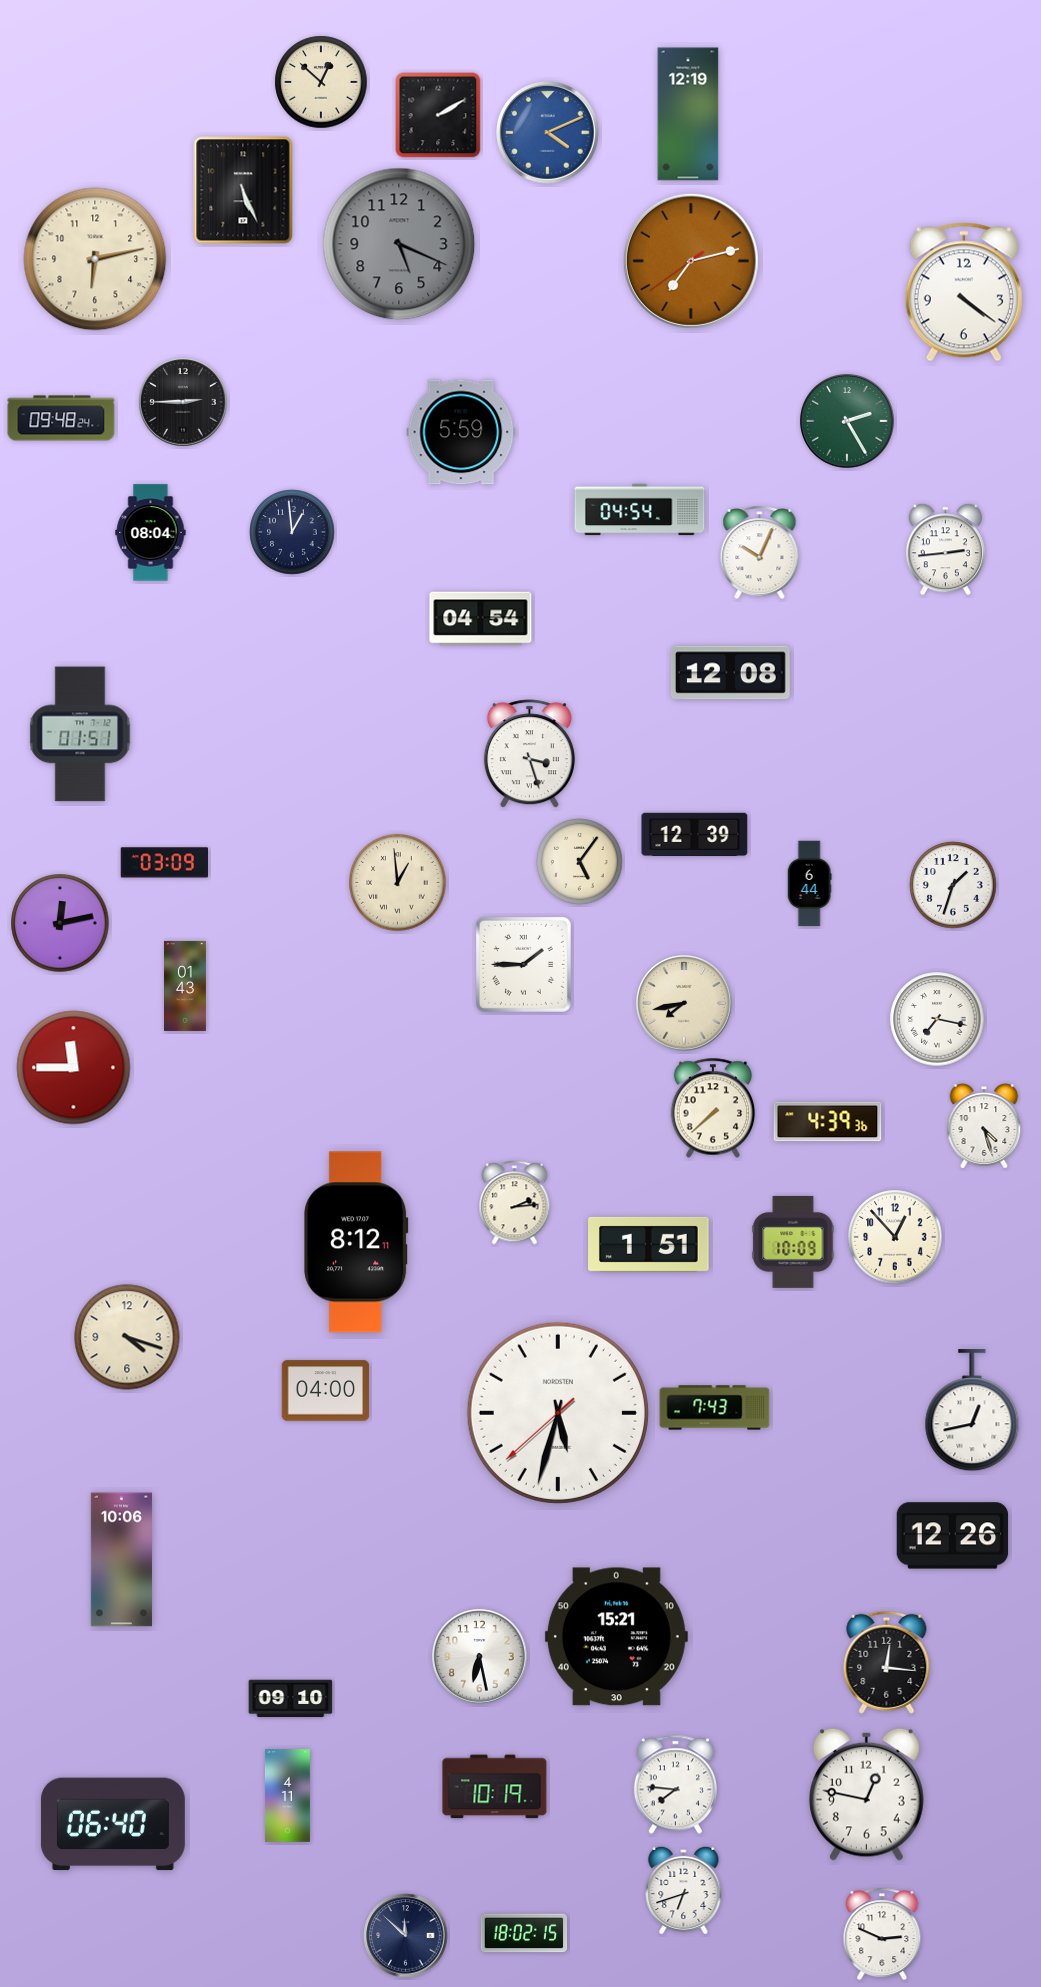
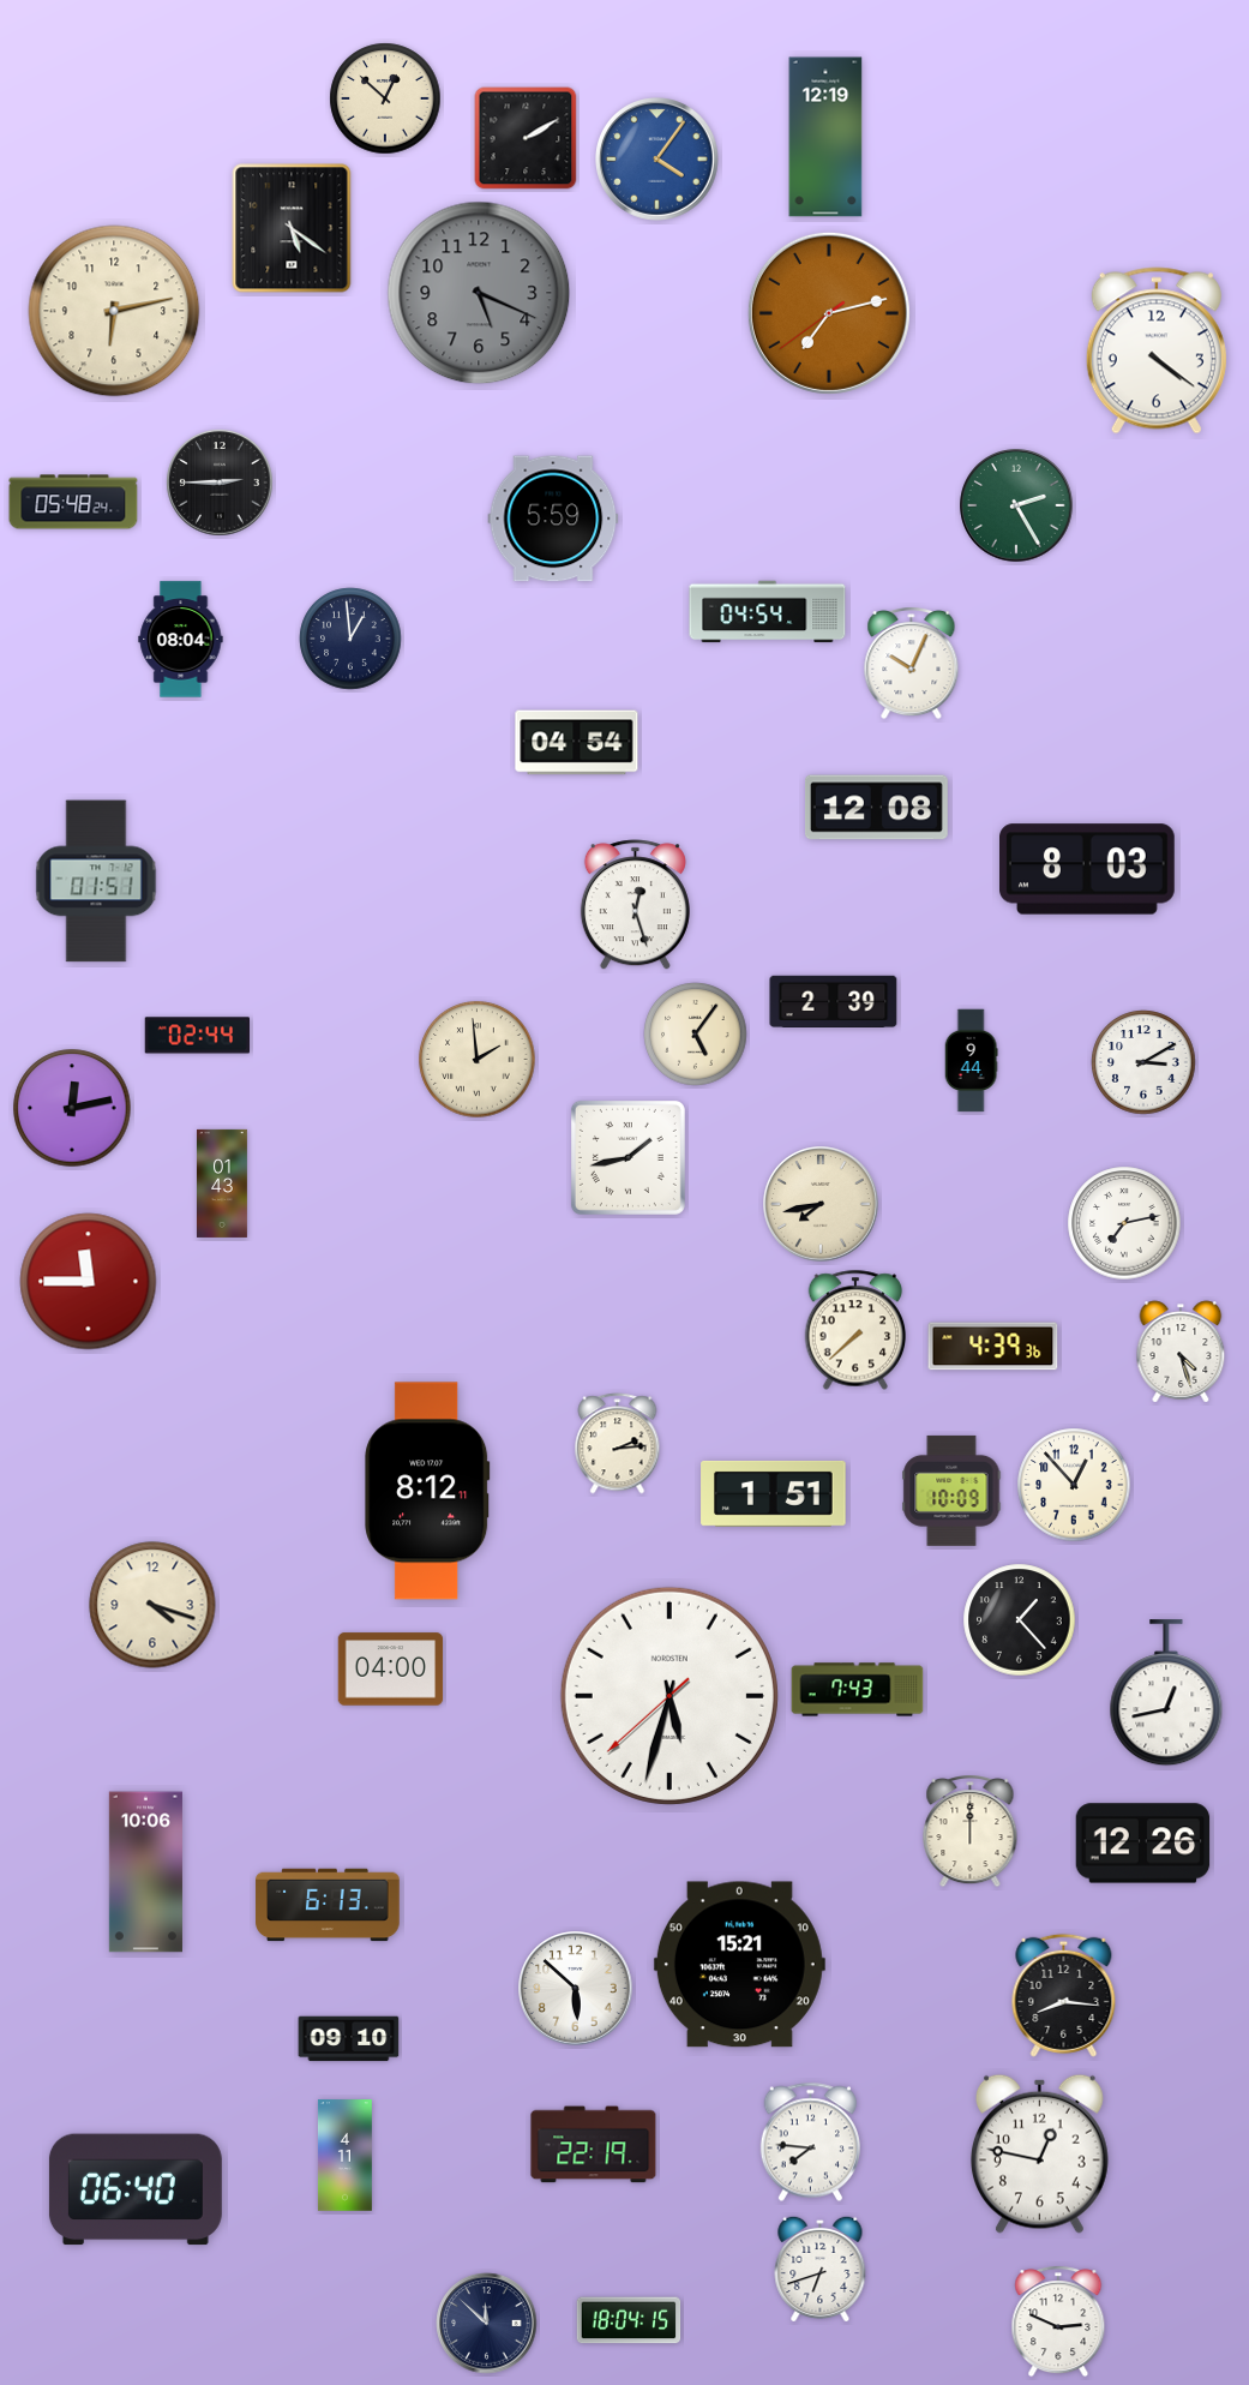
clock at (548, 133): 4:11 -> 4:06
clock at (243, 190): 5:26 -> 5:21
clock at (61, 418): 09:48 -> 05:48
clock at (945, 550): 2:44 -> none
clock at (1088, 869): none -> 8:03
clock at (529, 754): 3:27 -> 12:27
clock at (695, 834): 12:39 -> 2:39
clock at (164, 863): 03:09 -> 02:44
clock at (398, 883): 12:59 -> 1:59
clock at (809, 884): 6:44 -> 9:44
clock at (953, 885): 1:33 -> 3:10
clock at (523, 964): 1:45 -> 1:43
clock at (937, 1019): 7:17 -> 7:13
clock at (649, 1244) position: (649, 1244) -> (774, 1493)
clock at (1020, 1620): none -> 1:23
clock at (971, 1832): none -> 12:00
clock at (328, 1905): none -> 6:13
clock at (480, 1657): 6:28 -> 5:52
clock at (887, 1662): 12:16 -> 8:16
clock at (495, 1787): 10:19 -> 22:19
clock at (524, 1933): 18:02 -> 18:04
